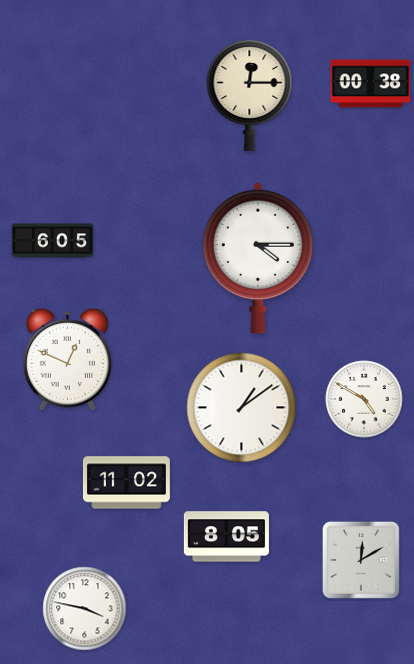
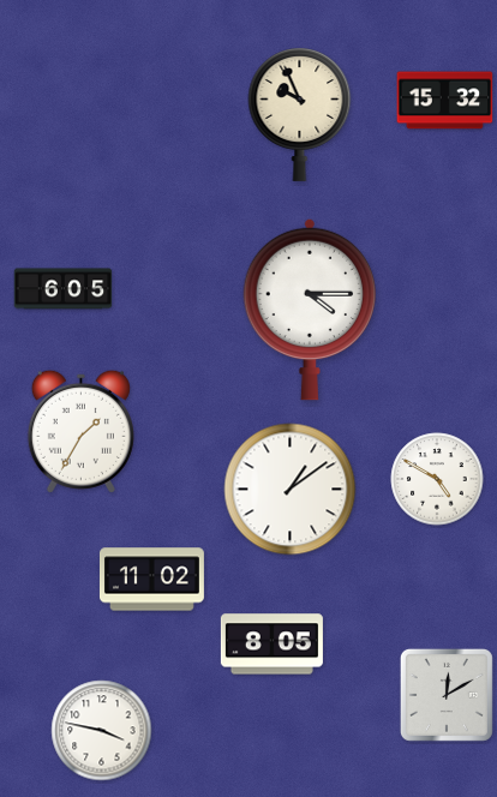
clock at (371, 84): 00:38 -> 15:32
clock at (250, 96): 12:15 -> 9:56
clock at (67, 359): 12:49 -> 1:35
clock at (361, 560) position: (361, 560) -> (447, 695)
